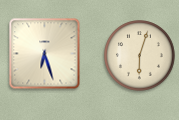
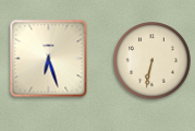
clock at (140, 56): 6:03 -> 6:32
